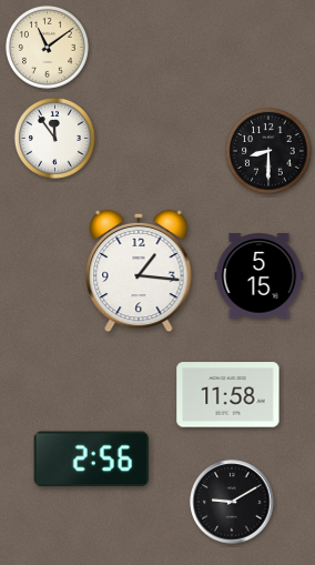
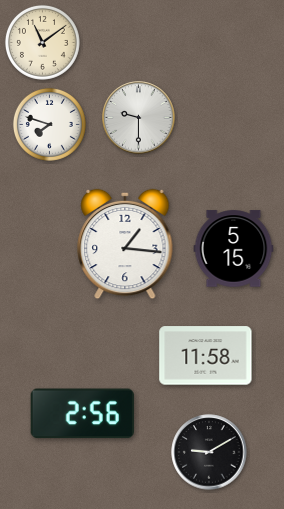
clock at (139, 118): none -> 9:30
clock at (54, 138): 11:54 -> 7:48
clock at (268, 151): 8:30 -> none
